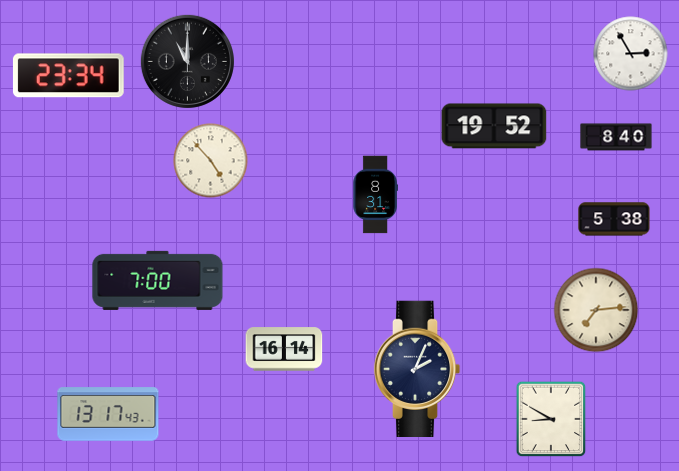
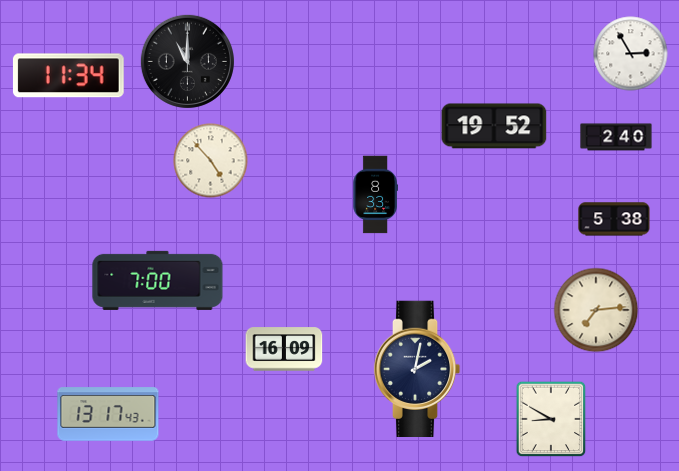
clock at (68, 76): 23:34 -> 11:34
clock at (616, 137): 8:40 -> 2:40
clock at (375, 195): 8:31 -> 8:33
clock at (284, 349): 16:14 -> 16:09
clock at (417, 368): 2:04 -> 2:02
